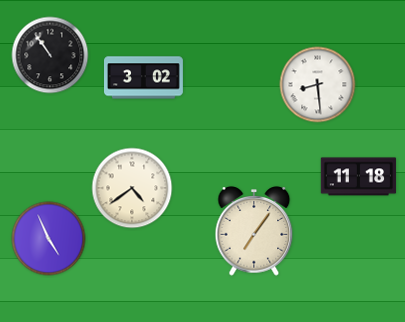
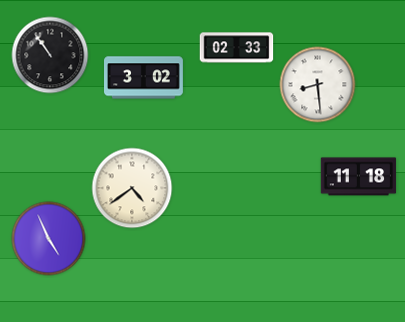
clock at (237, 48): none -> 02:33
clock at (254, 231): 7:06 -> none
